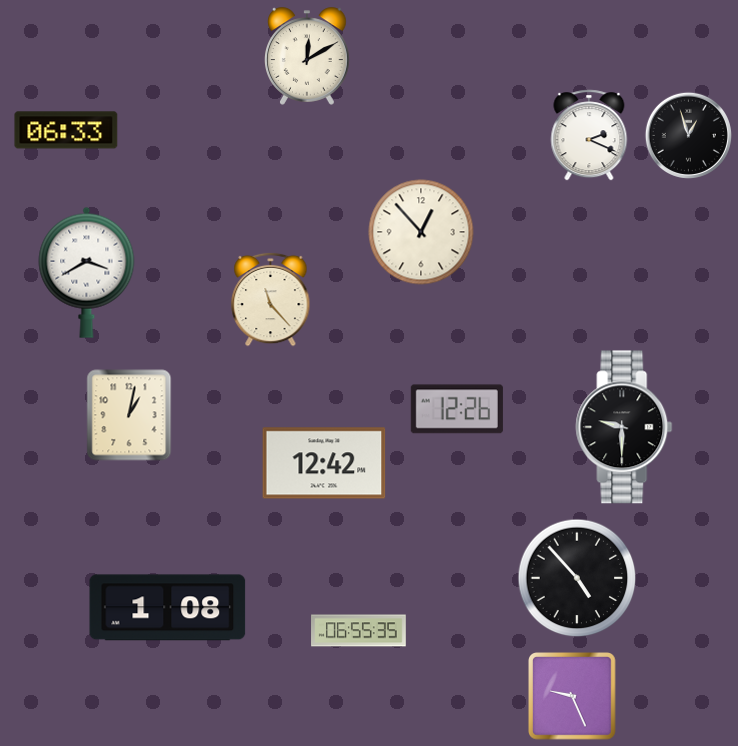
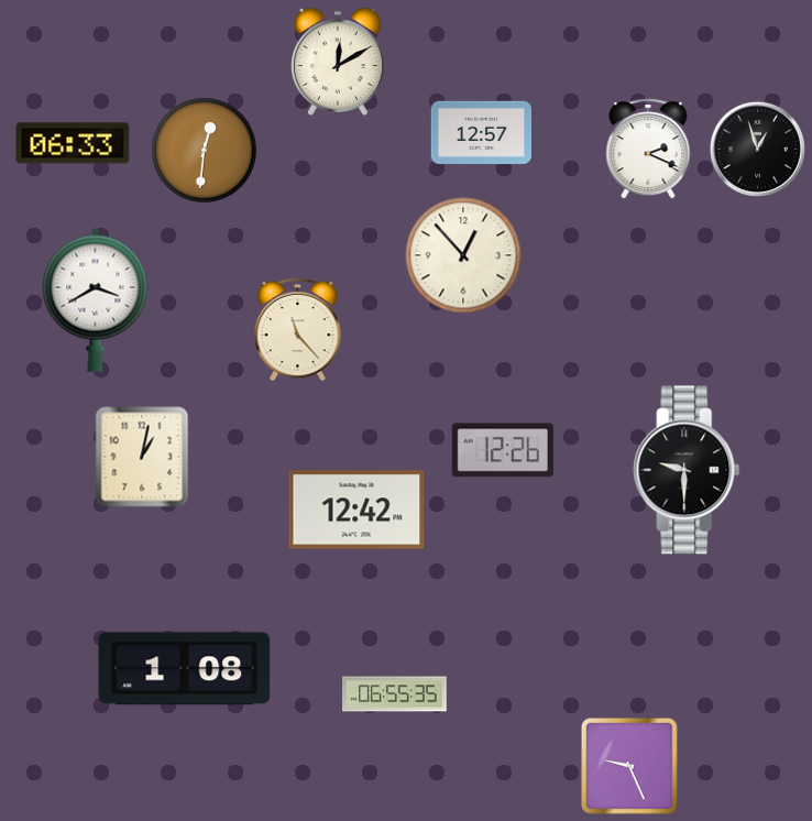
clock at (481, 132): none -> 12:57
clock at (205, 151): none -> 12:31
clock at (577, 578): 4:53 -> none
